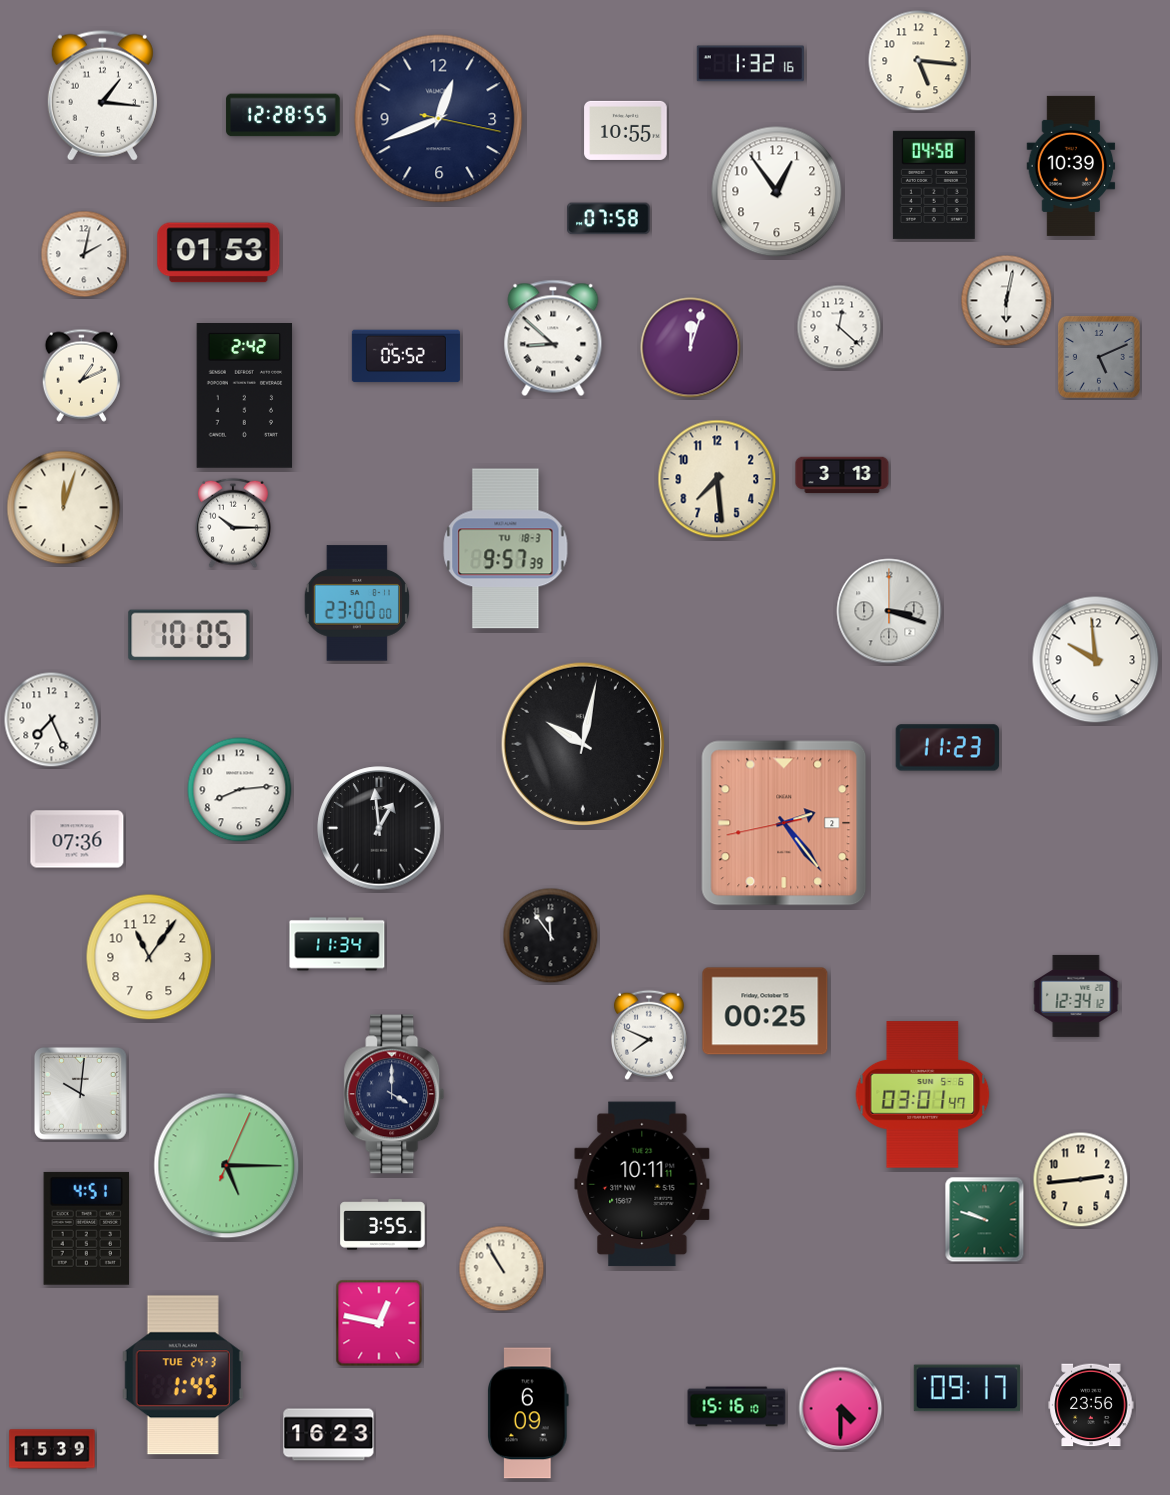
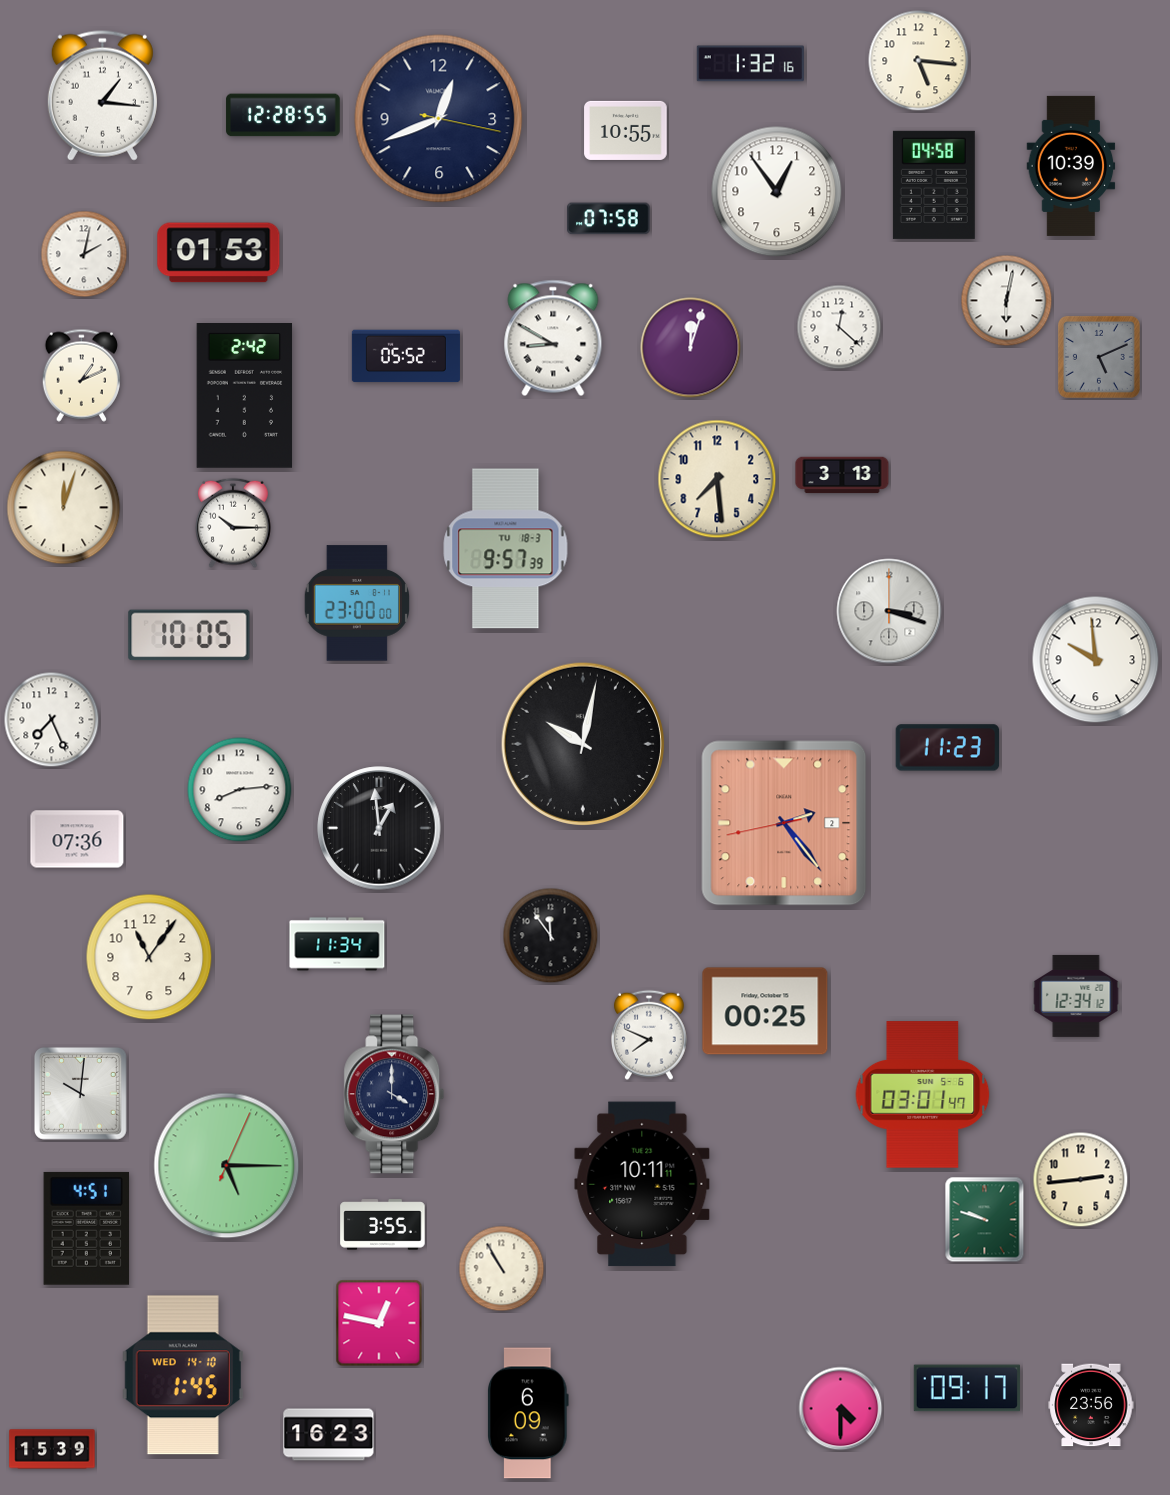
clock at (553, 338): 8:52 -> 8:50
clock at (183, 1375) date: TUE 24-3 -> WED 14-10
clock at (737, 1407): 15:16 -> none
